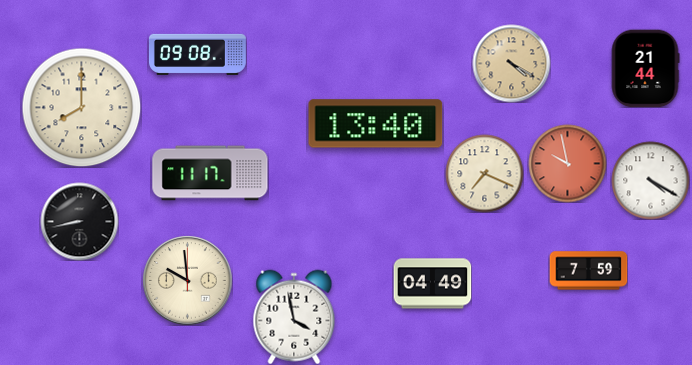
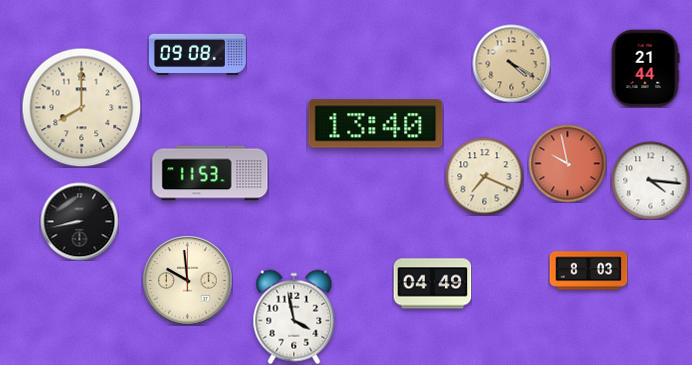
clock at (210, 173): 11:17 -> 11:53
clock at (484, 173) position: (484, 173) -> (484, 176)
clock at (650, 180): 4:20 -> 4:16
clock at (588, 271): 7:59 -> 8:03
